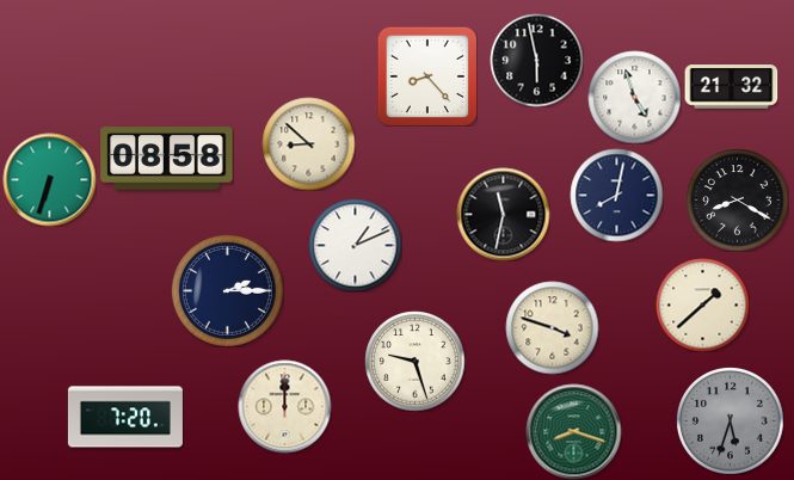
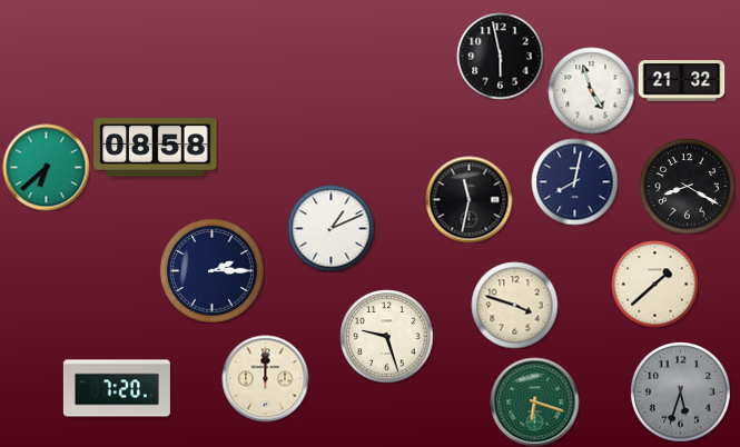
clock at (427, 76): 8:23 -> none
clock at (308, 143): 8:52 -> none
clock at (49, 179): 6:33 -> 6:38
clock at (573, 431): 8:18 -> 6:18
